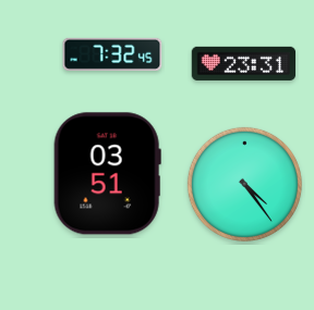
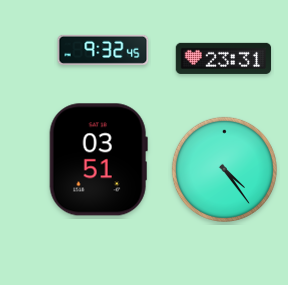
clock at (112, 54): 7:32 -> 9:32
